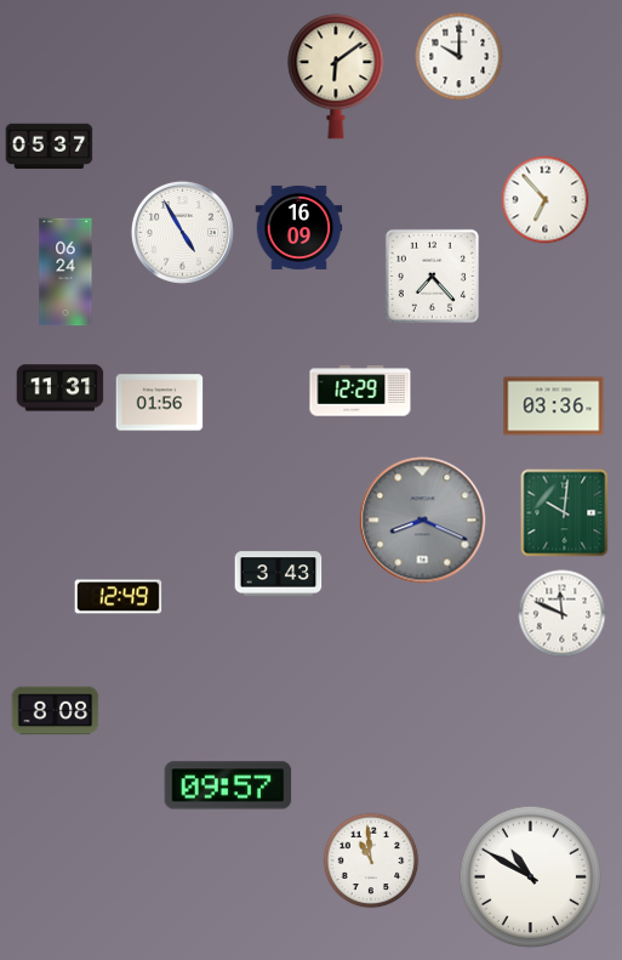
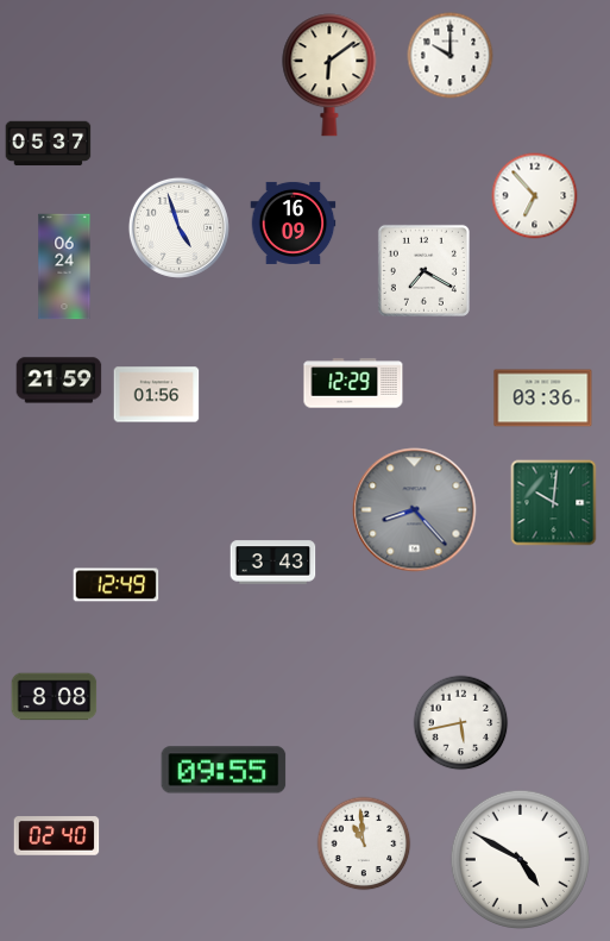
clock at (182, 232): 4:55 -> 4:57
clock at (432, 275): 7:23 -> 7:20
clock at (61, 388): 11:31 -> 21:59
clock at (423, 521): 8:19 -> 8:23
clock at (563, 614): 11:49 -> none
clock at (461, 723): none -> 5:43
clock at (228, 785): 09:57 -> 09:55
clock at (57, 836): none -> 02:40
clock at (530, 876): 10:50 -> 4:50
